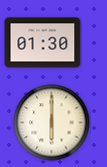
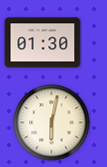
clock at (52, 123): 6:00 -> 6:02
